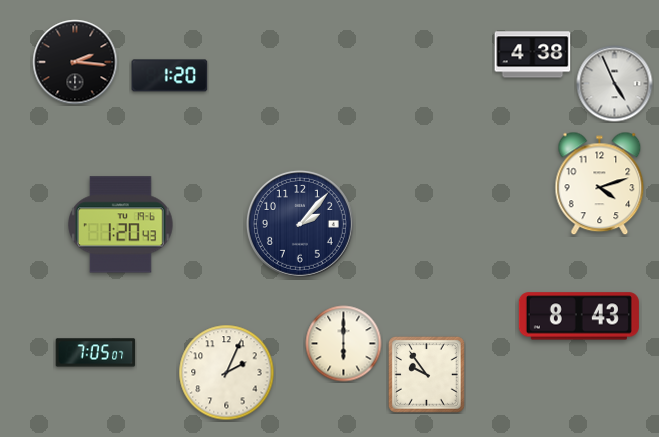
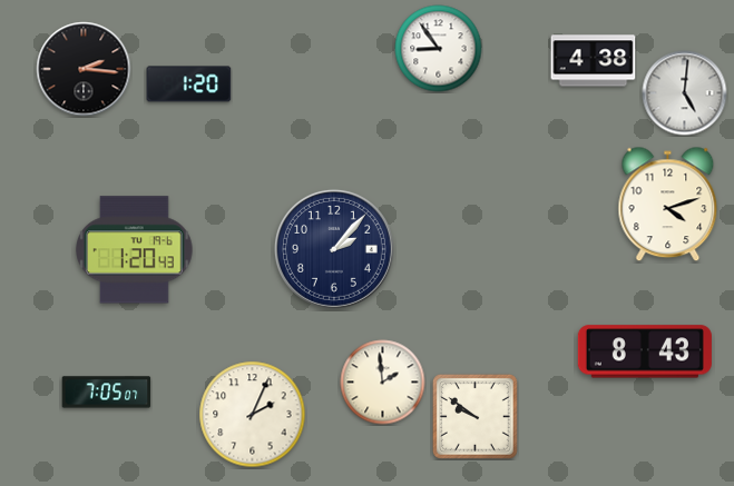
clock at (439, 49): none -> 8:54
clock at (615, 84): 4:56 -> 5:01
clock at (344, 344): 6:00 -> 1:59
clock at (426, 374): 9:54 -> 9:51
